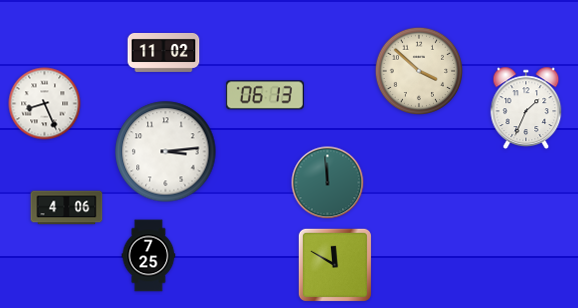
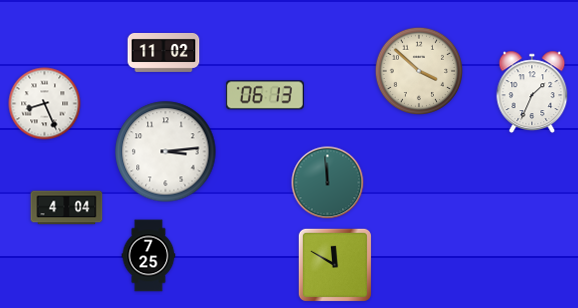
clock at (526, 108) position: (526, 108) -> (532, 92)
clock at (67, 208): 4:06 -> 4:04
